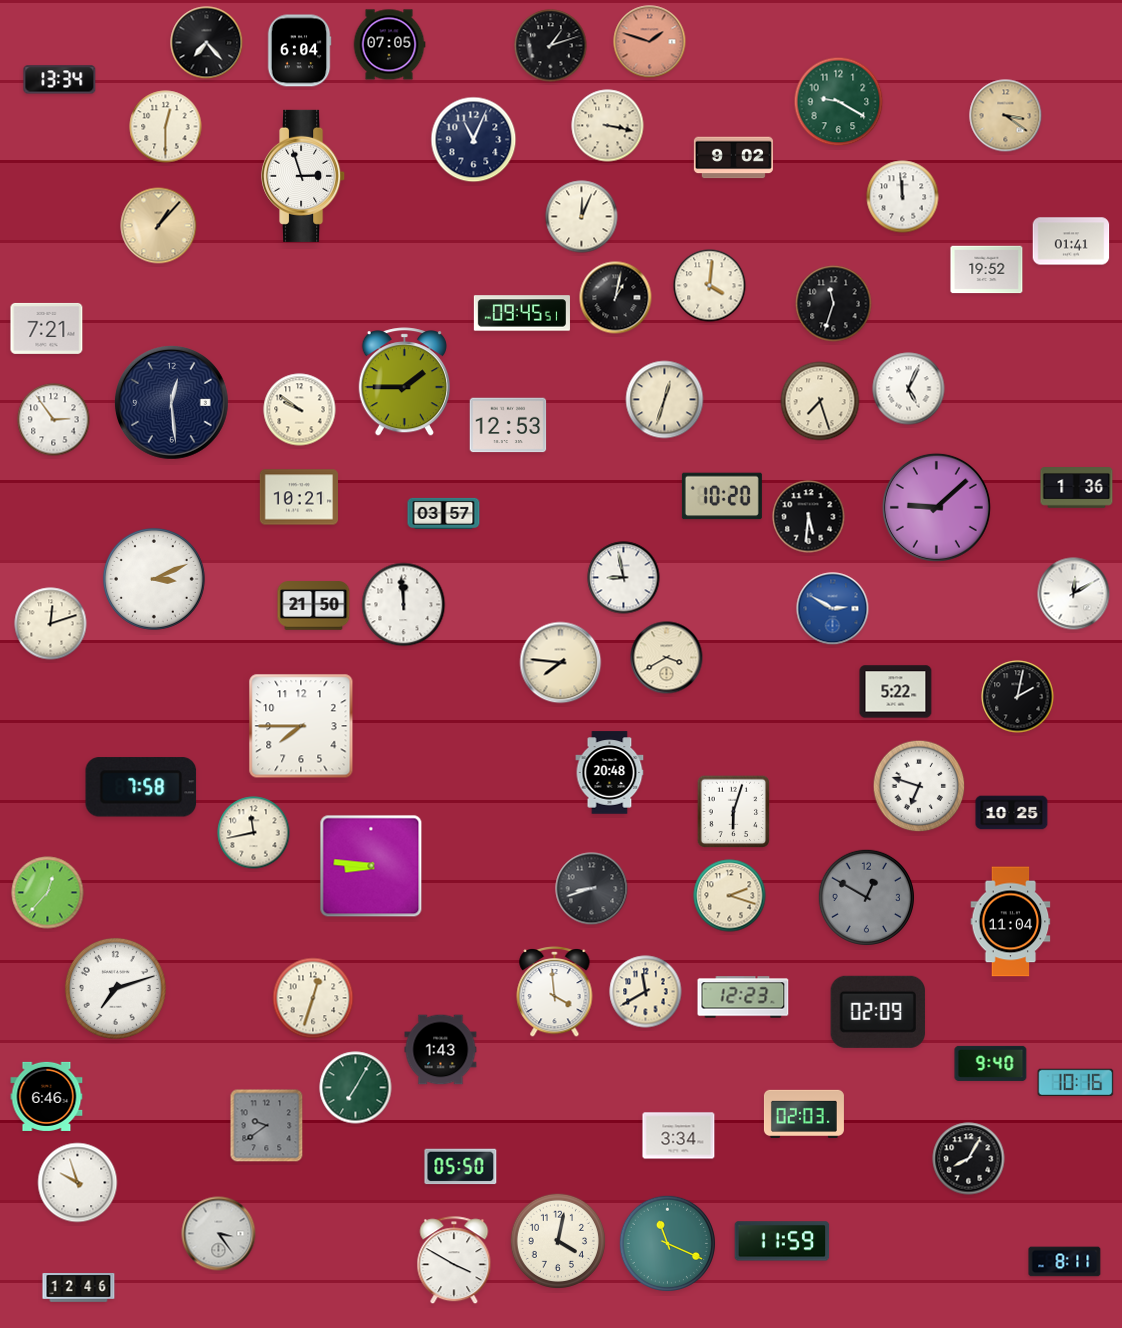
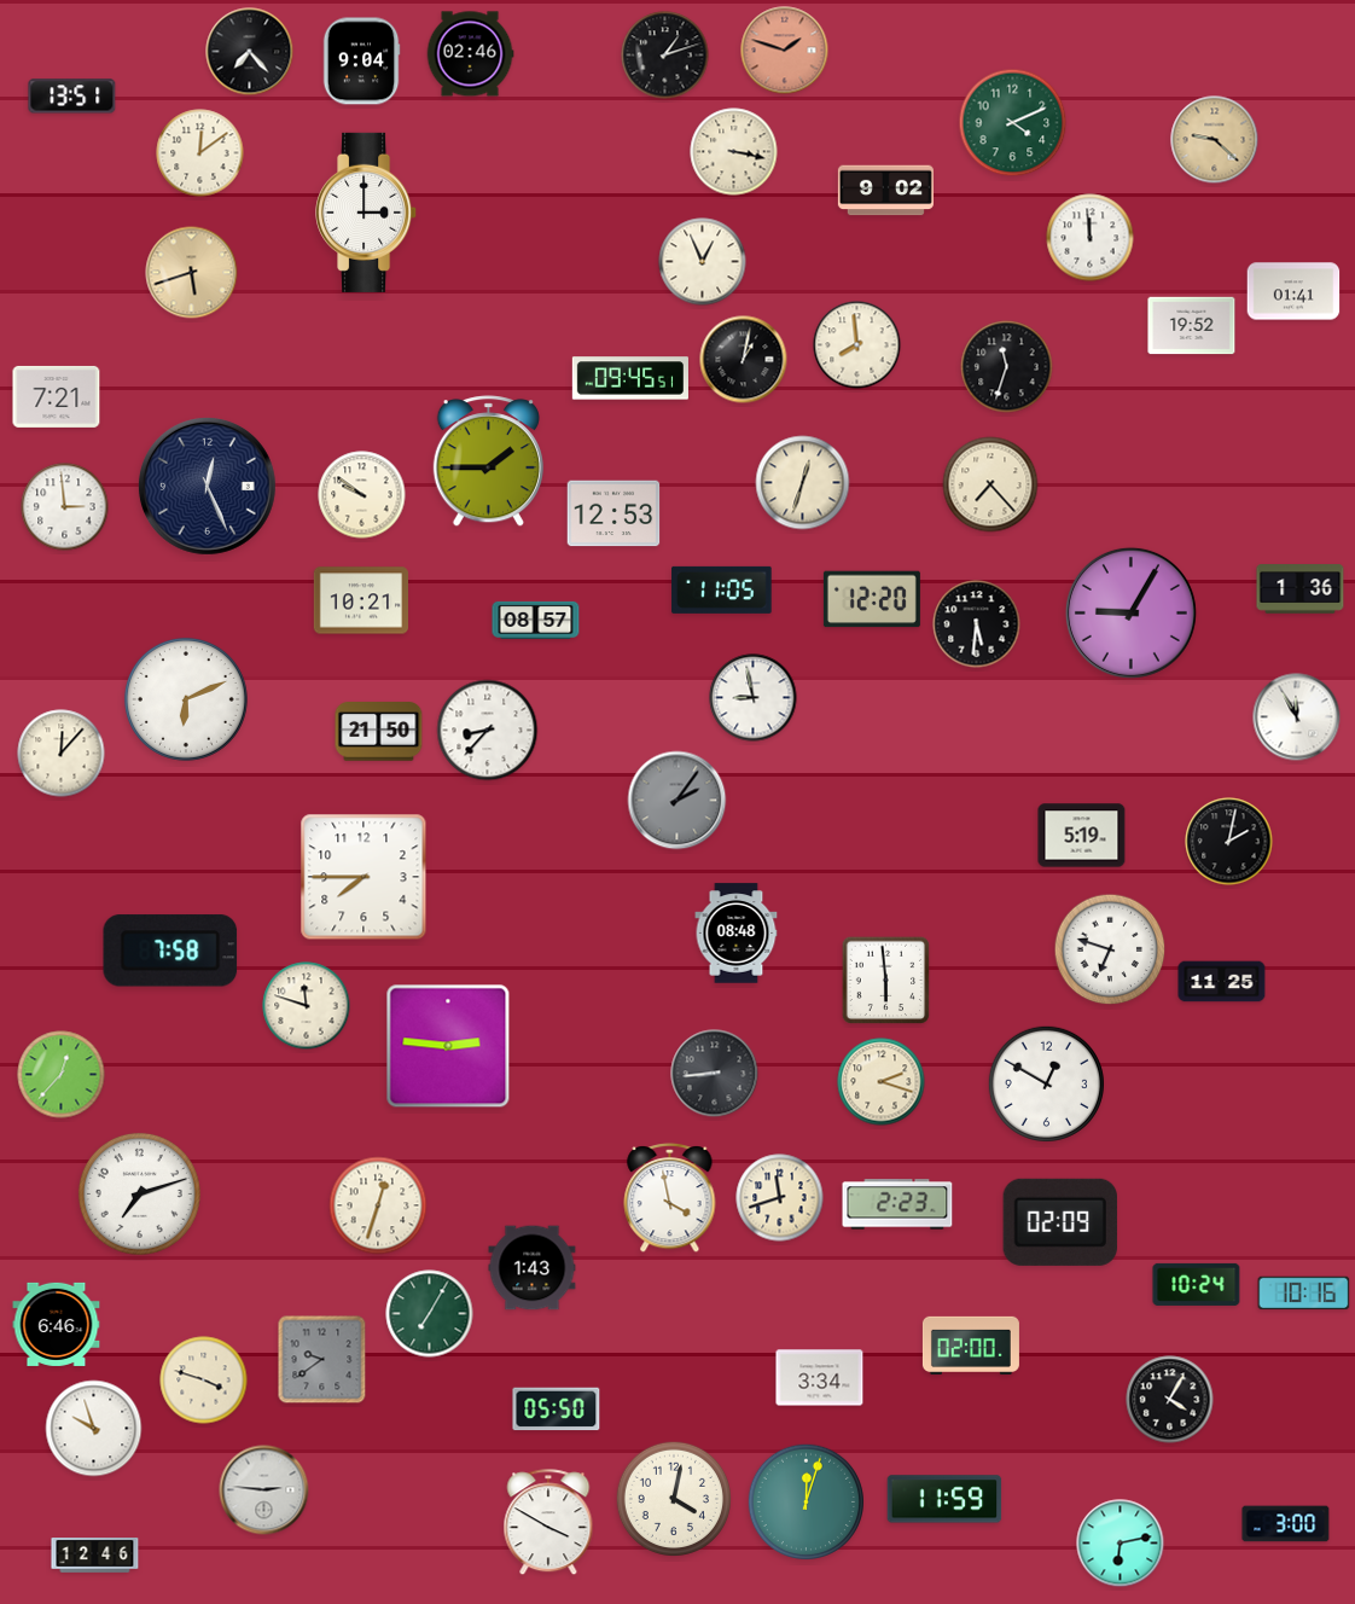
clock at (389, 45): 07:05 -> 02:46
clock at (299, 51): 6:04 -> 9:04
clock at (60, 80): 13:34 -> 13:51
clock at (839, 102): 9:20 -> 4:11
clock at (1006, 116): 3:21 -> 9:22
clock at (166, 127): 12:30 -> 12:09
clock at (474, 140): 11:04 -> none
clock at (304, 176): 2:57 -> 3:00
clock at (582, 217): 12:04 -> 12:56
clock at (159, 226): 1:07 -> 5:42
clock at (710, 286): 4:01 -> 7:59
clock at (909, 389): 5:04 -> none
clock at (820, 401): 7:27 -> 7:23
clock at (171, 402): 12:29 -> 12:26
clock at (54, 420): 2:54 -> 2:59
clock at (722, 589): none -> 11:05
clock at (722, 496): 10:20 -> 12:20
clock at (936, 507): 9:08 -> 9:05
clock at (444, 513): 03:57 -> 08:57
clock at (154, 579): 3:11 -> 6:11
clock at (1074, 594): 12:10 -> 11:55
clock at (404, 605): 11:59 -> 8:37
clock at (833, 609): 2:50 -> none
clock at (51, 624): 12:12 -> 12:07
clock at (667, 658): 3:40 -> none
clock at (561, 663): 7:46 -> 2:06
clock at (561, 663) dial: cream -> grey
clock at (896, 692): 5:22 -> 5:19
clock at (610, 773): 20:48 -> 08:48
clock at (734, 812): 6:03 -> 5:59
clock at (1012, 813): 10:25 -> 11:25
clock at (254, 833): 11:43 -> 11:48
clock at (371, 866): 8:46 -> 2:46
clock at (592, 889): 8:42 -> 8:44
clock at (48, 893) position: (48, 893) -> (62, 1075)
clock at (866, 897) dial: grey -> white
clock at (1011, 922): 11:04 -> none
clock at (555, 991): 3:59 -> 3:58
clock at (646, 992): 11:40 -> 11:42
clock at (743, 997): 12:23 -> 2:23
clock at (991, 1063): 9:40 -> 10:24
clock at (1076, 1083) position: (1076, 1083) -> (1304, 1294)
clock at (804, 1113): 02:03 -> 02:00
clock at (679, 1136) position: (679, 1136) -> (820, 1378)
clock at (204, 1381): none -> 3:48
clock at (969, 1159): 8:05 -> 4:05
clock at (219, 1234): 3:24 -> 2:46
clock at (667, 1243): 11:19 -> 12:03
clock at (1065, 1262): 8:11 -> 3:00
clock at (1121, 1544): none -> 6:13
